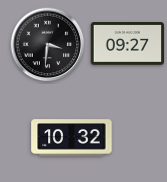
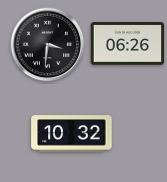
clock at (128, 44): 09:27 -> 06:26
clock at (72, 138) position: (72, 138) -> (72, 134)
